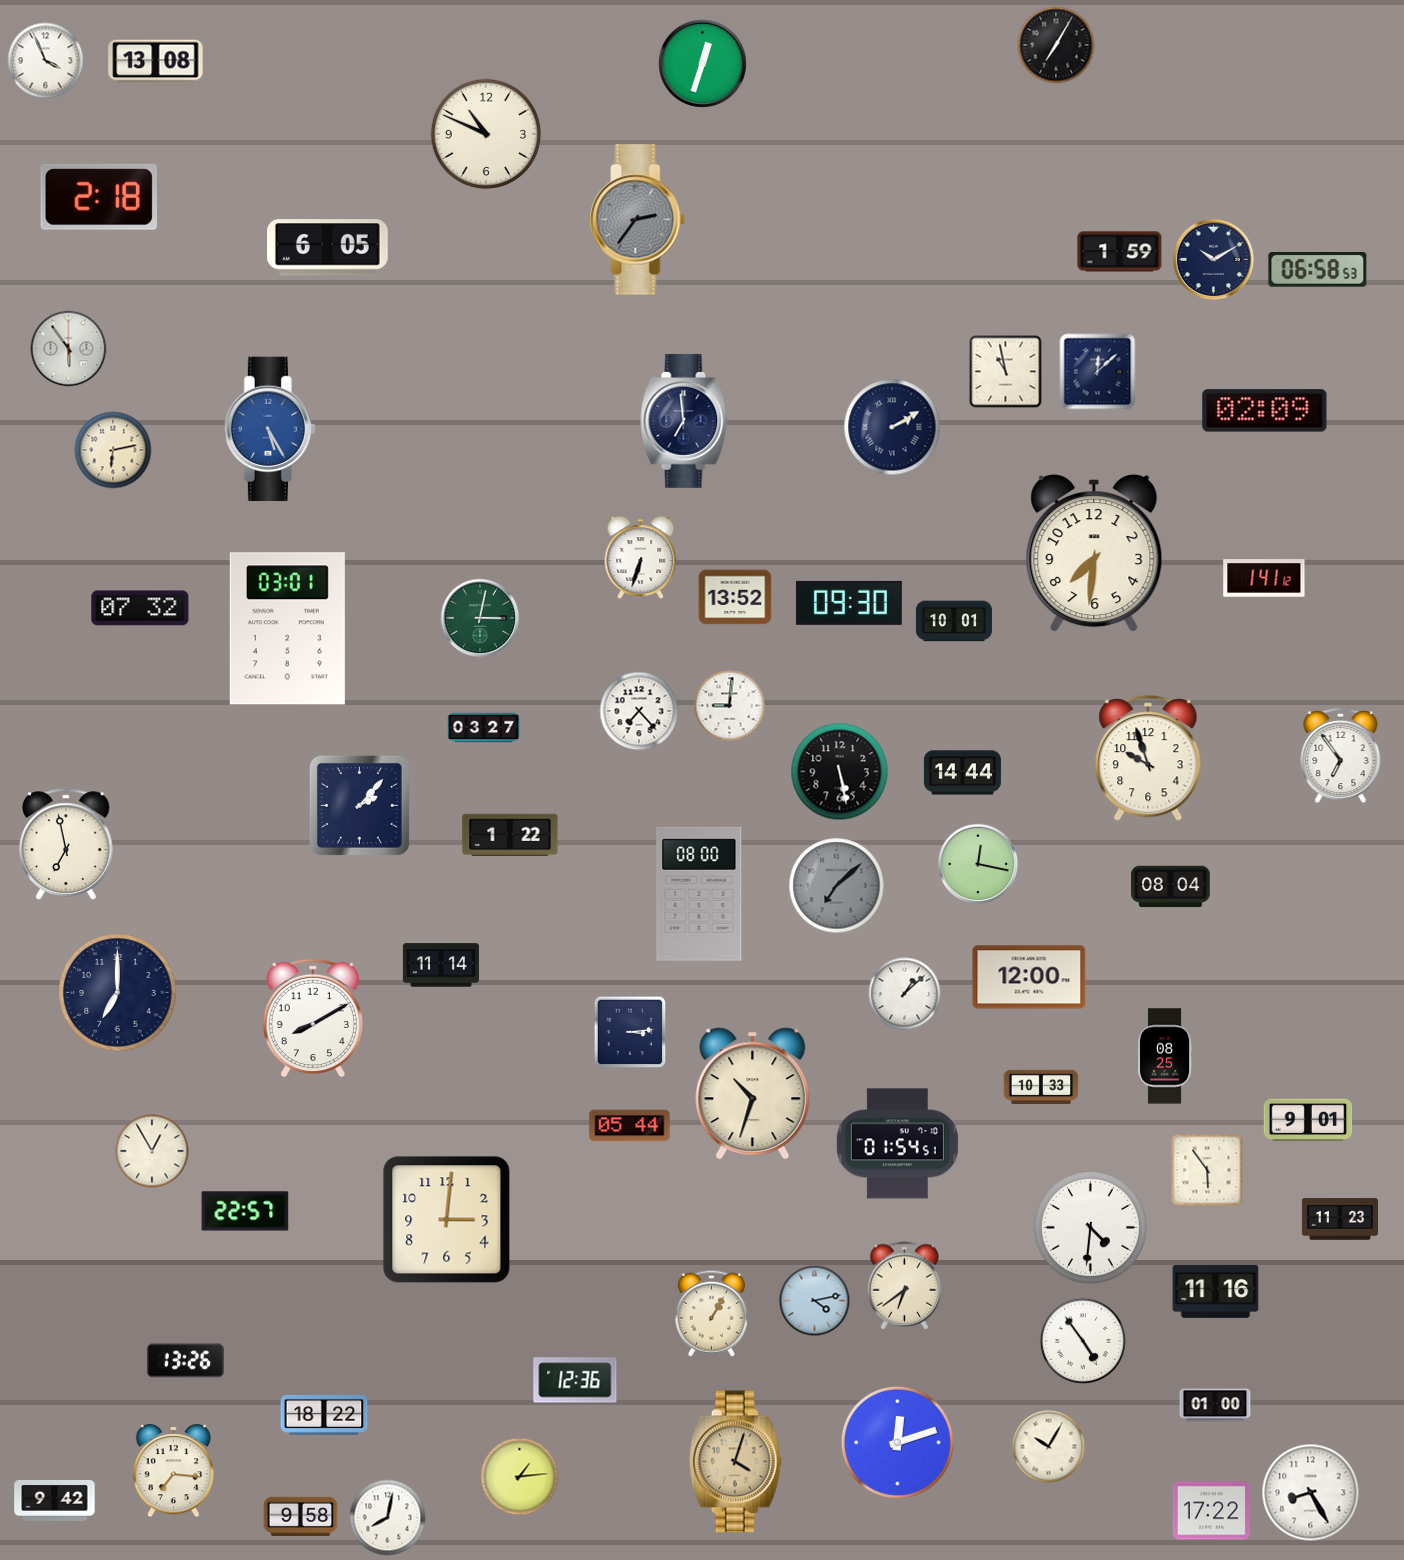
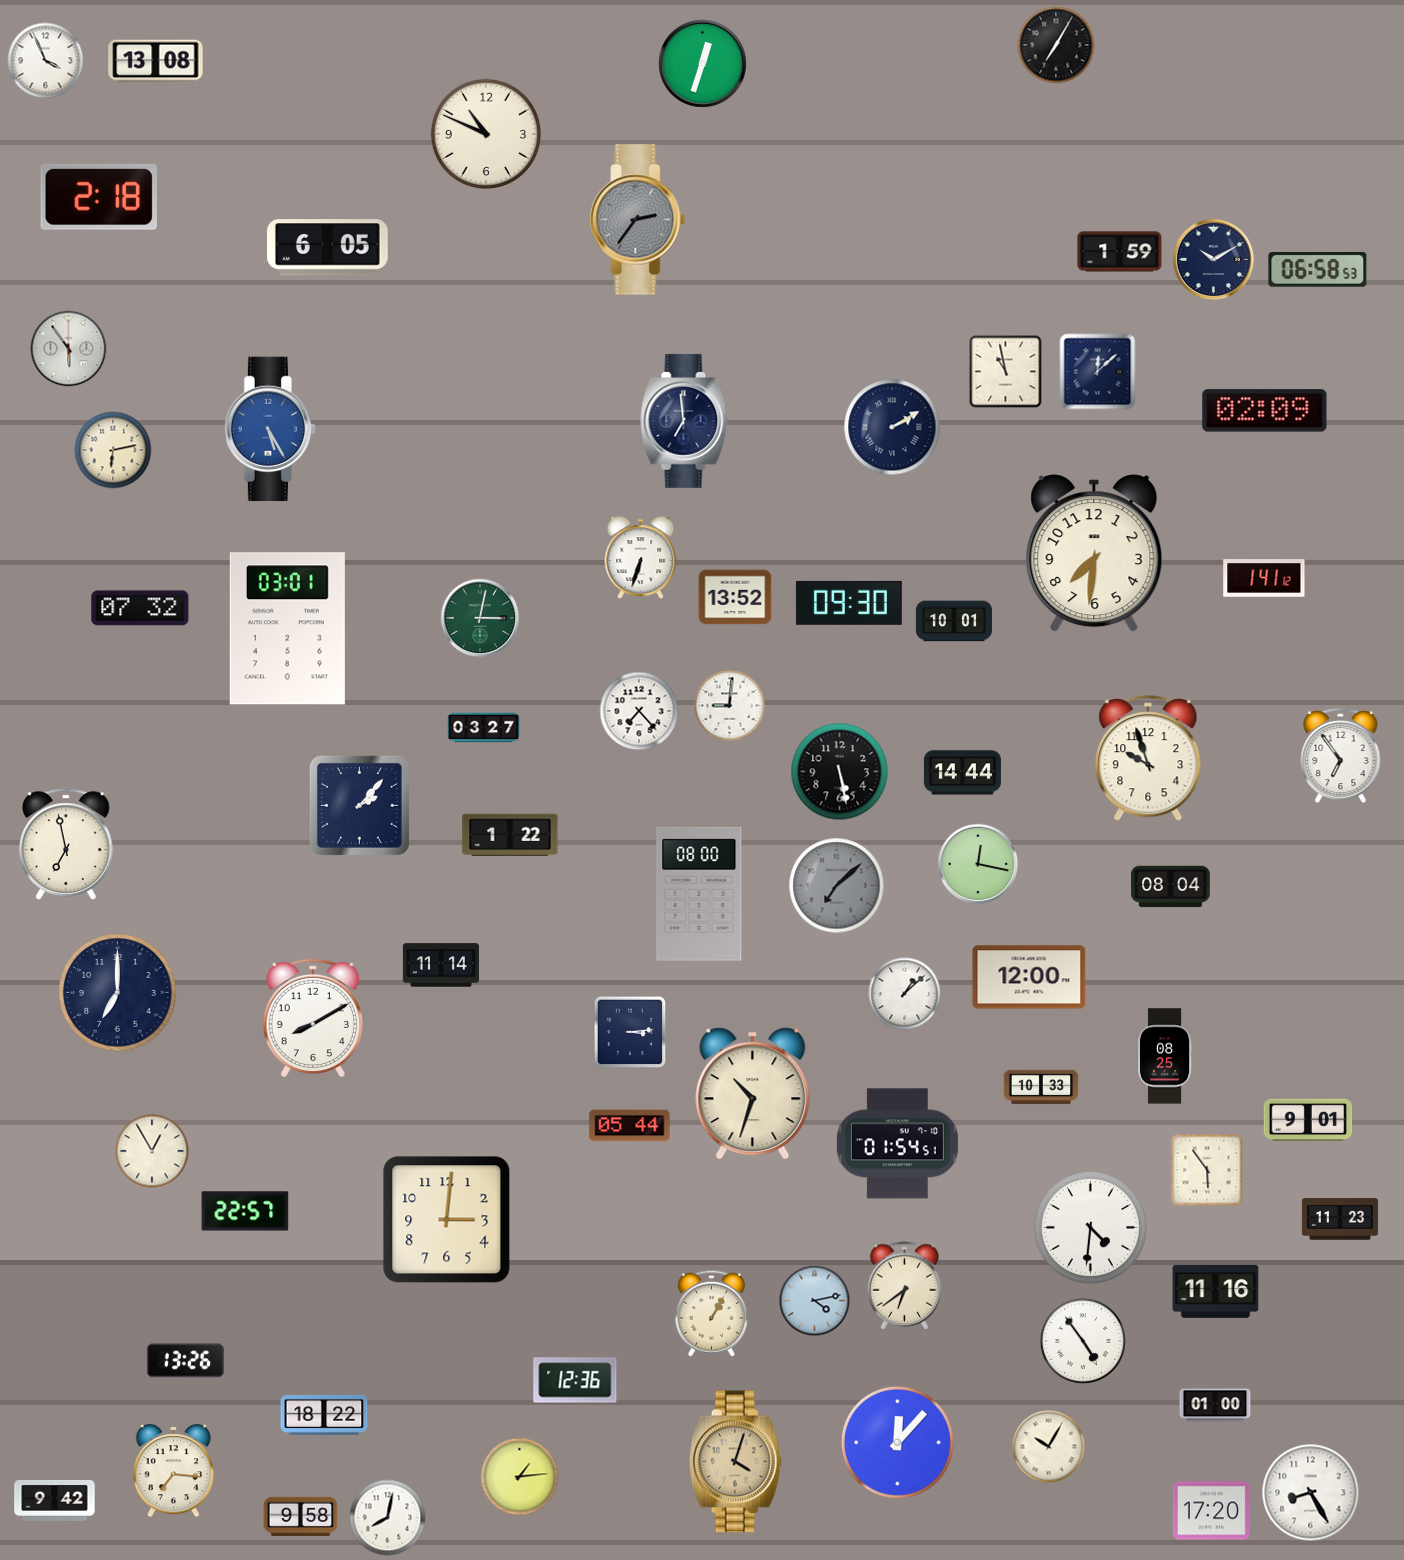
clock at (897, 1442): 12:12 -> 12:07
clock at (1211, 1511): 17:22 -> 17:20
